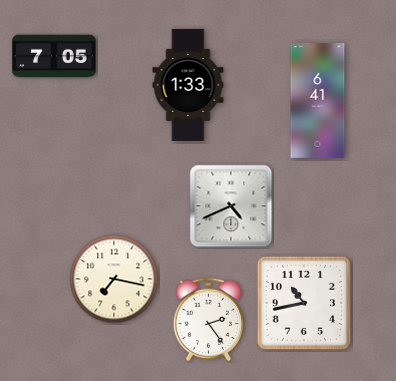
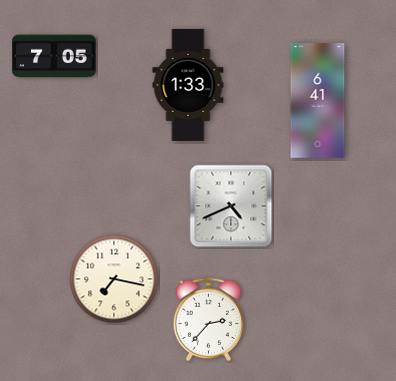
clock at (304, 303): 10:43 -> none
clock at (209, 320): 2:24 -> 2:37
